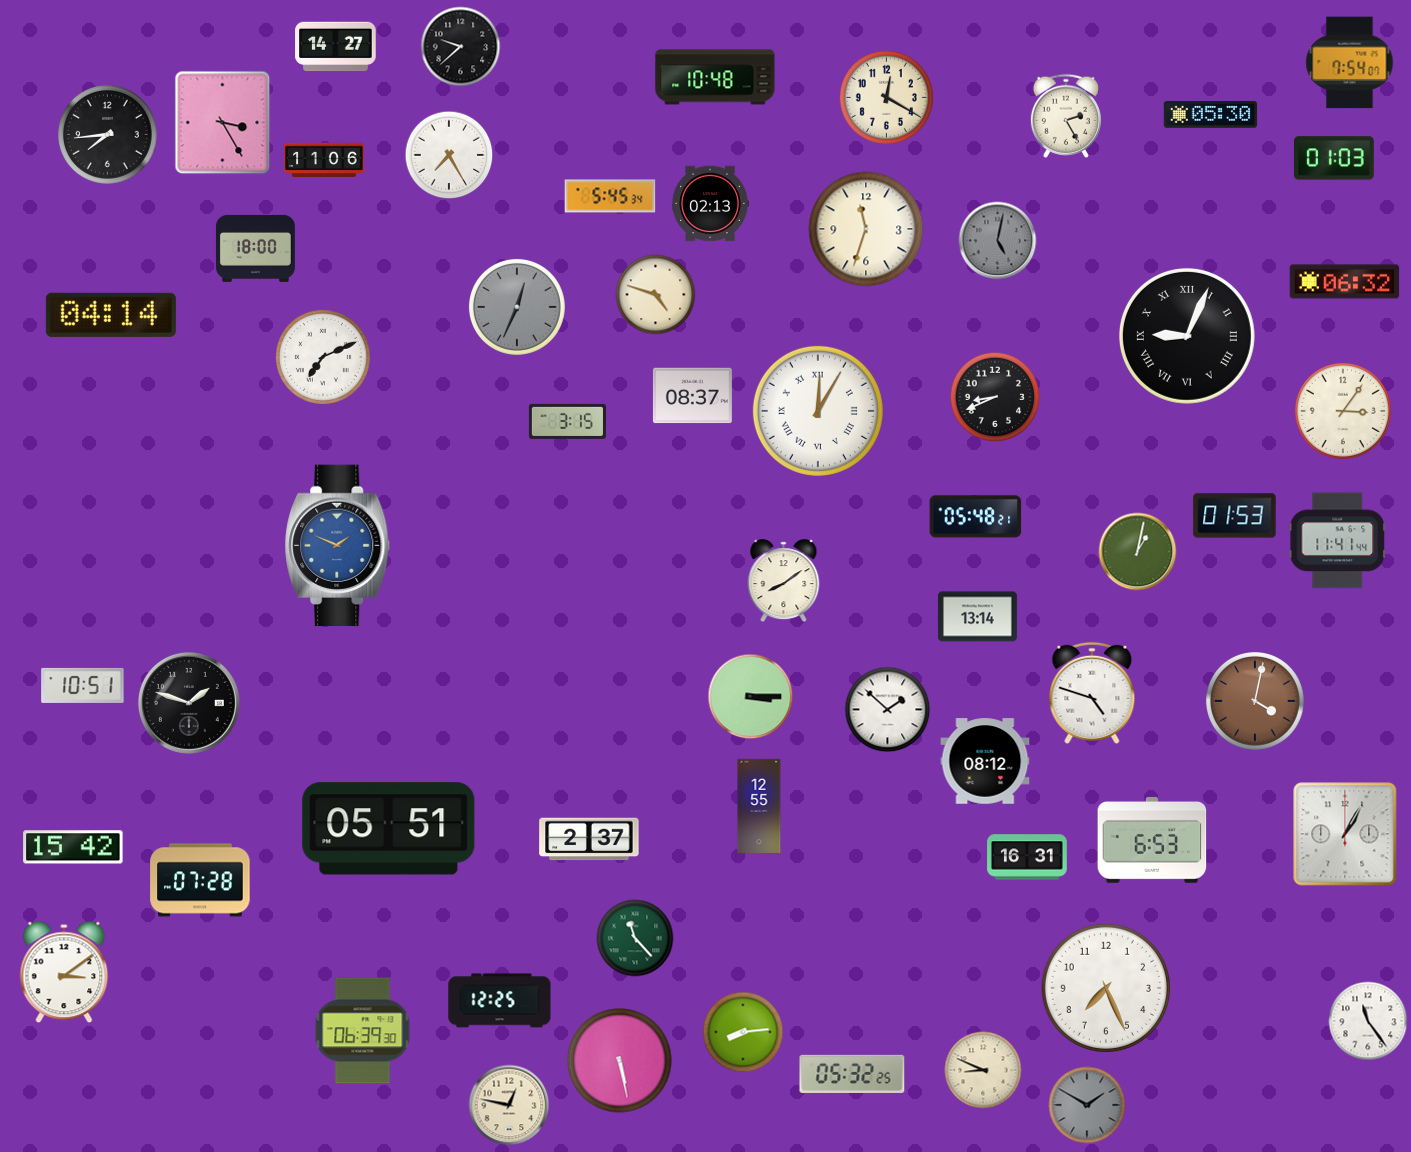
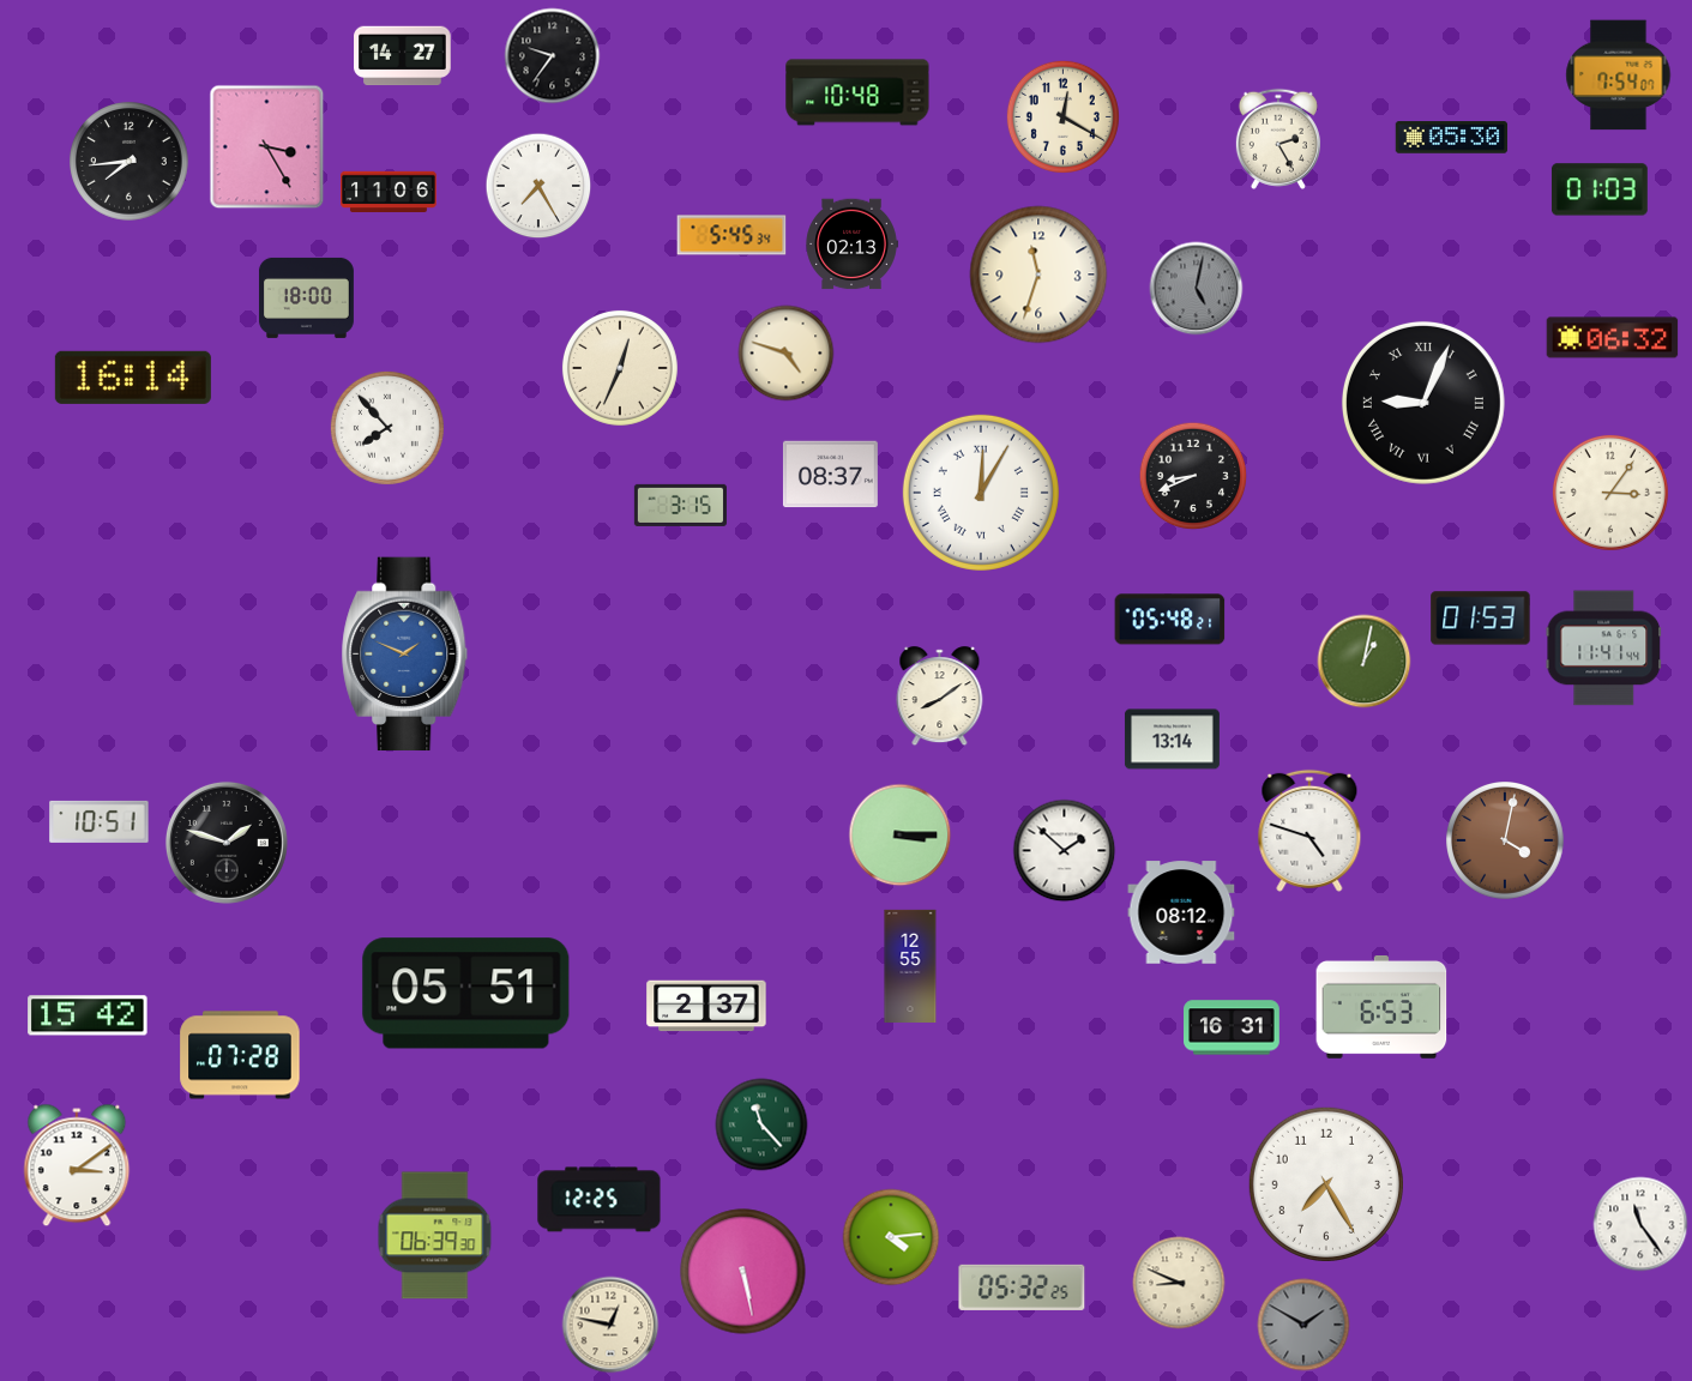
clock at (461, 47): 9:38 -> 9:36
clock at (517, 307) dial: grey -> cream
clock at (111, 315): 04:14 -> 16:14
clock at (323, 357): 7:11 -> 7:53
clock at (1345, 834): 1:05 -> none
clock at (1106, 988): 7:26 -> 7:25
clock at (743, 1032): 8:14 -> 4:14
